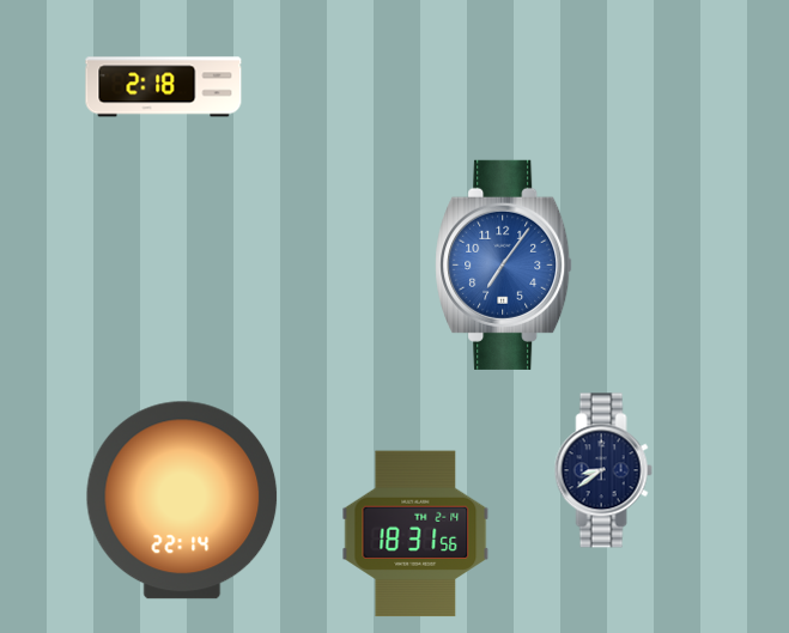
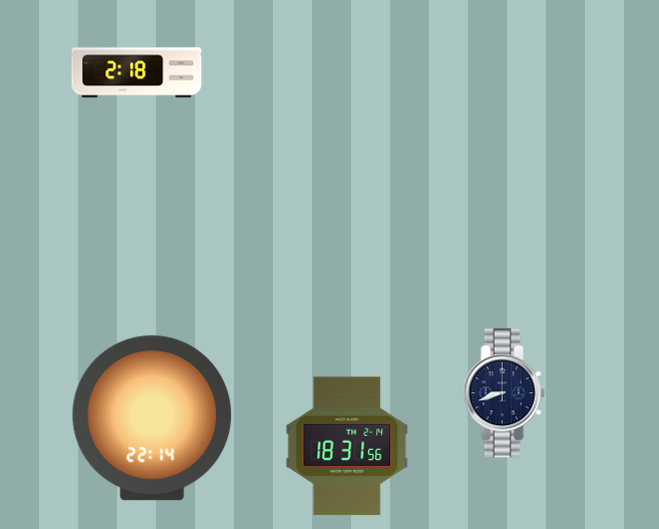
clock at (504, 264): 7:06 -> none
clock at (603, 470): 8:39 -> 8:42
